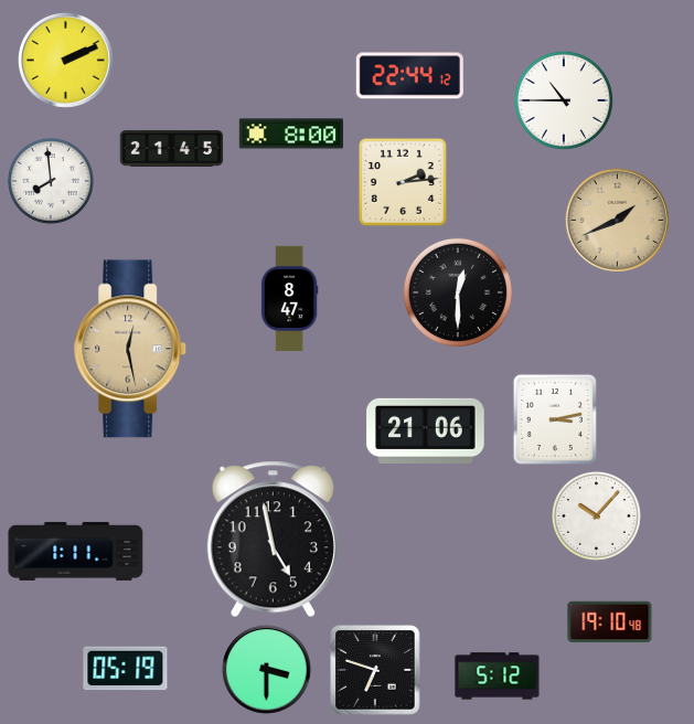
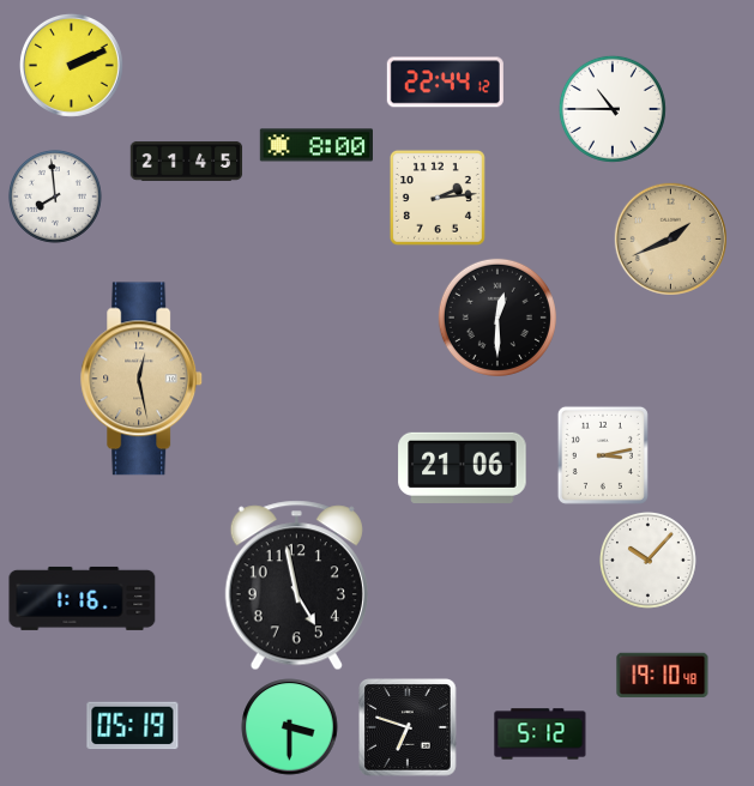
clock at (289, 298): 8:47 -> none
clock at (76, 551): 1:11 -> 1:16
clock at (126, 669) position: (126, 669) -> (133, 726)
